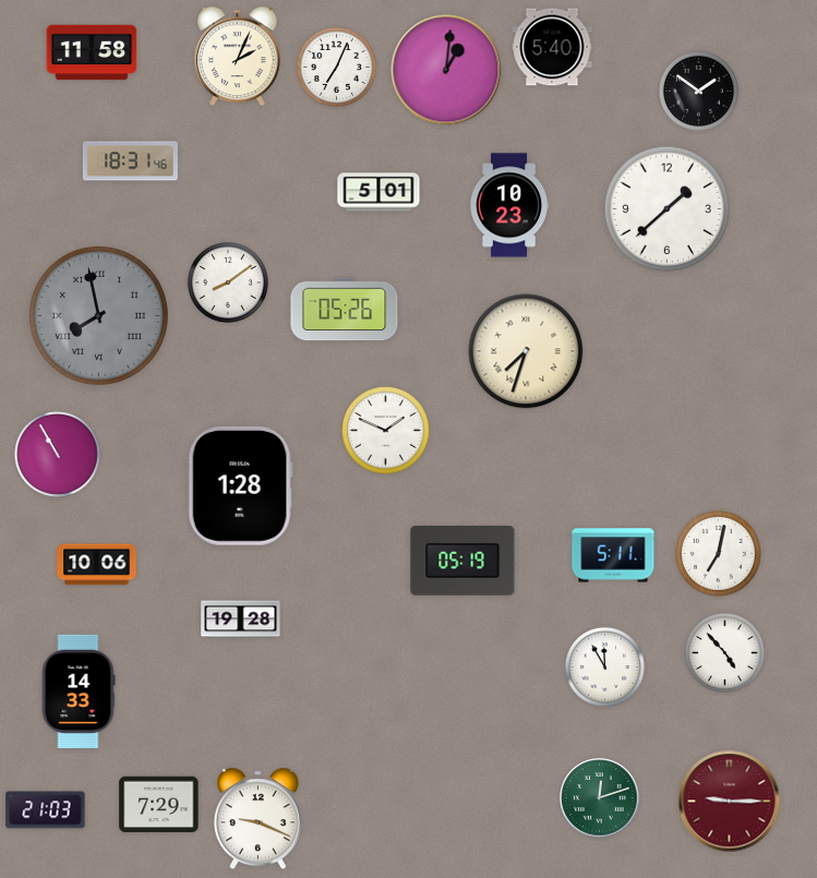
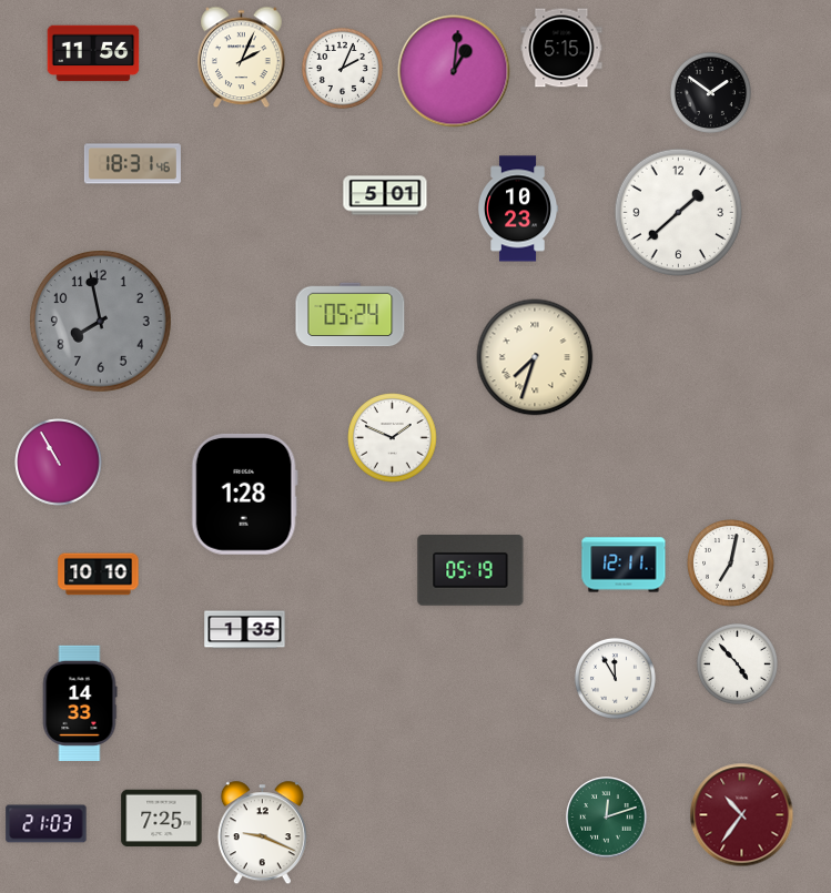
clock at (552, 47): 5:40 -> 5:15
clock at (92, 52): 11:58 -> 11:56
clock at (336, 67): 7:04 -> 2:04
clock at (228, 282): 8:09 -> none
clock at (345, 310): 05:26 -> 05:24
clock at (99, 316) numerals: Roman -> Arabic
clock at (613, 555): 5:11 -> 12:11
clock at (97, 565): 10:06 -> 10:10
clock at (241, 620): 19:28 -> 1:35
clock at (600, 798) position: (600, 798) -> (607, 818)
clock at (730, 802): 9:15 -> 10:36
clock at (159, 805): 7:29 -> 7:25
